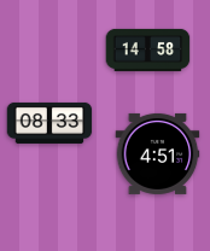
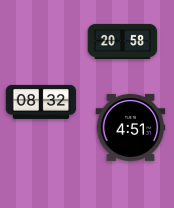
clock at (148, 49): 14:58 -> 20:58
clock at (49, 123): 08:33 -> 08:32
